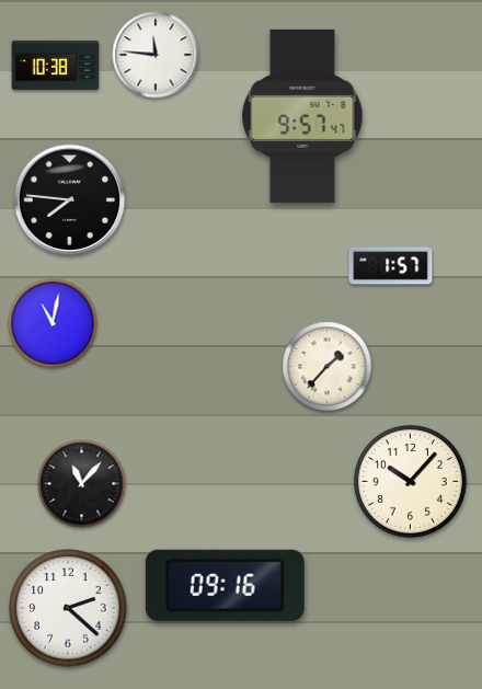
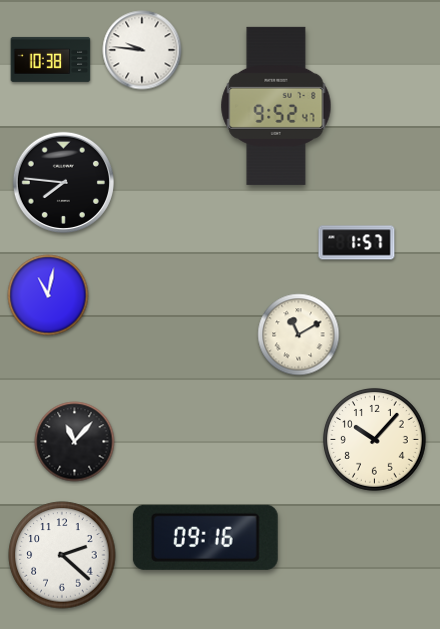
clock at (156, 55): 11:46 -> 9:46
clock at (302, 116): 9:57 -> 9:52
clock at (328, 367): 1:37 -> 11:10
clock at (225, 585) position: (225, 585) -> (205, 537)
